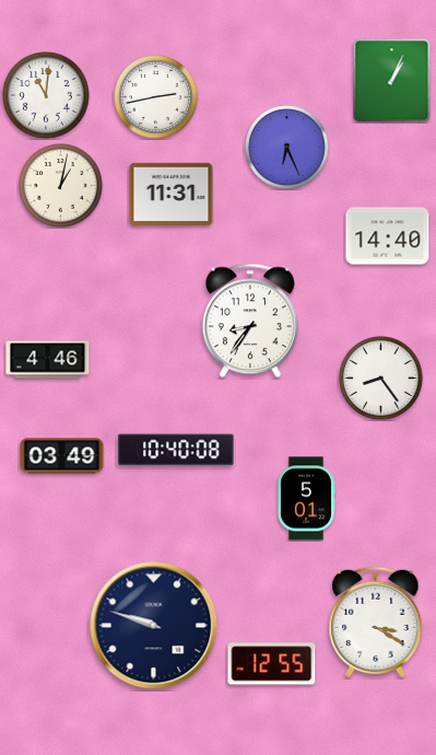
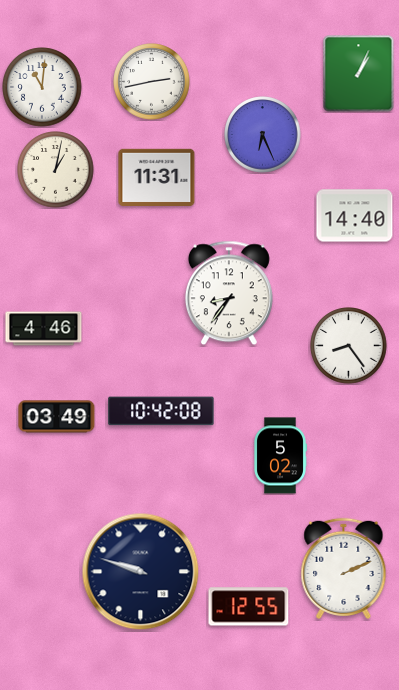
clock at (156, 97) position: (156, 97) -> (152, 82)
clock at (176, 450): 10:40 -> 10:42
clock at (306, 499): 5:01 -> 5:02
clock at (376, 622): 3:20 -> 2:11
